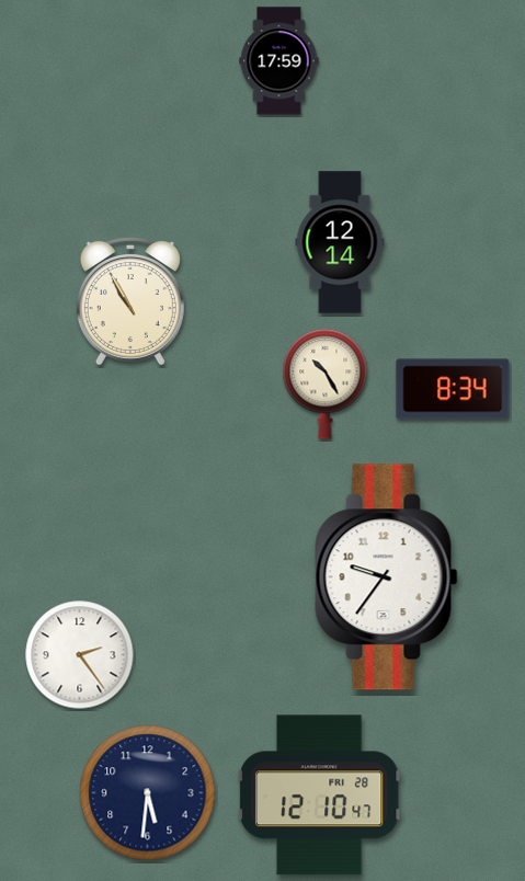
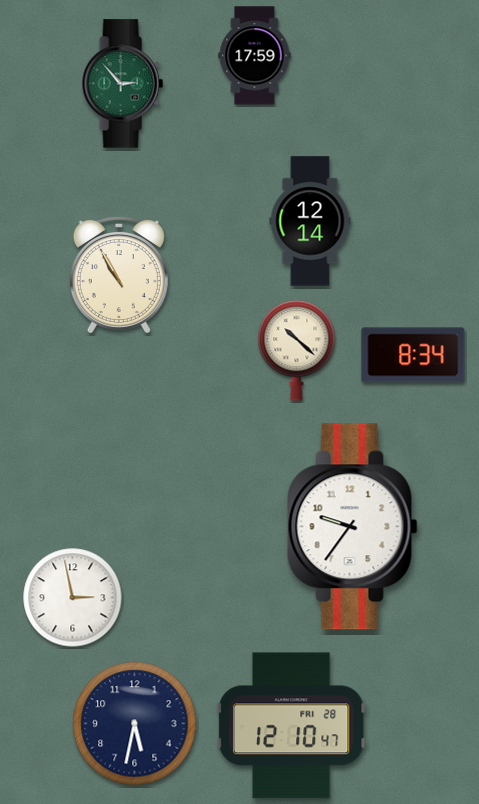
clock at (122, 84): none -> 2:53
clock at (326, 385): 10:25 -> 10:22
clock at (80, 655): 2:24 -> 2:58
clock at (148, 793): 5:31 -> 5:32
